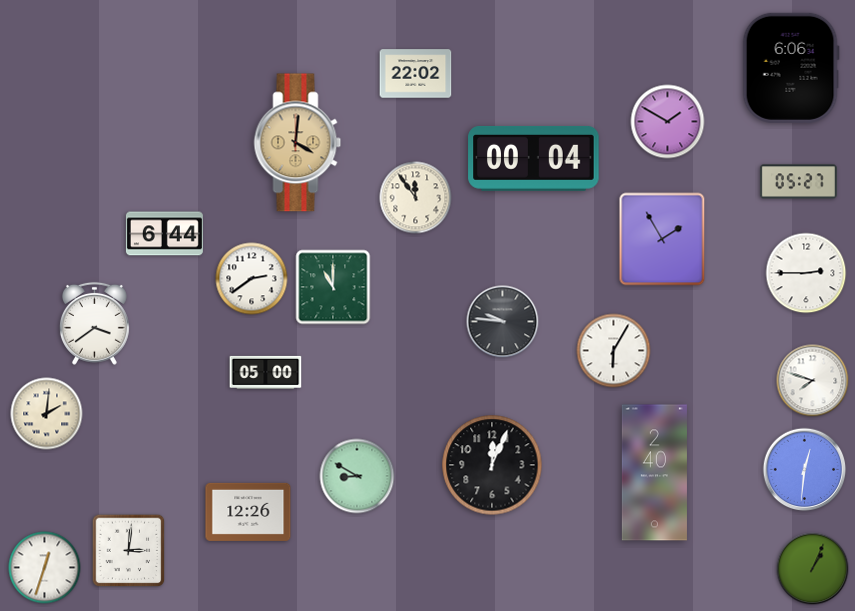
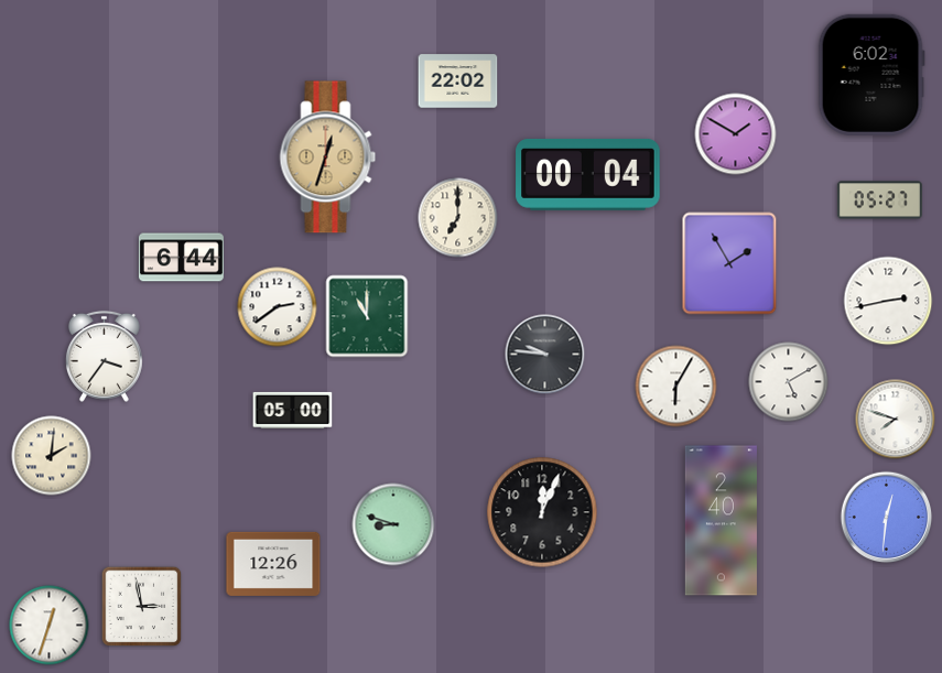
clock at (791, 68): 6:06 -> 6:02
clock at (298, 143): 4:01 -> 12:33
clock at (416, 198): 11:54 -> 7:00
clock at (806, 273): 2:45 -> 2:43
clock at (503, 322) position: (503, 322) -> (545, 355)
clock at (94, 323): 3:39 -> 3:36
clock at (789, 382): none -> 5:10
clock at (357, 476): 8:50 -> 8:48
clock at (129, 551): 3:01 -> 2:58
clock at (813, 569): 1:04 -> none
